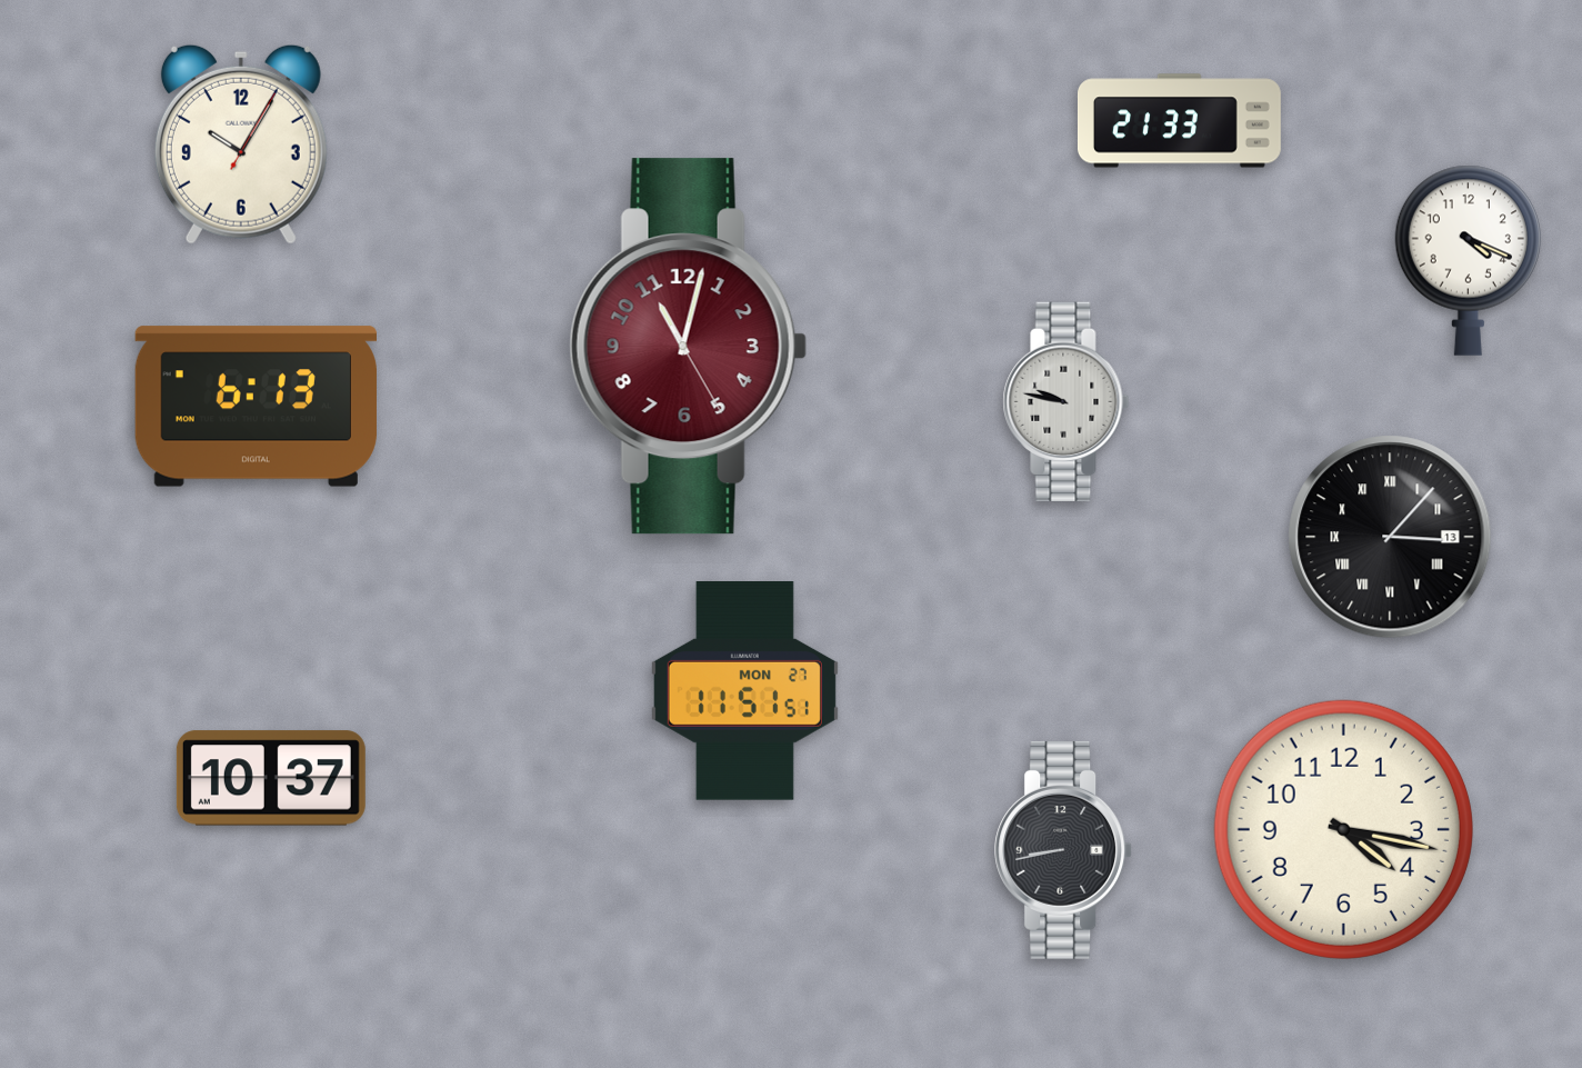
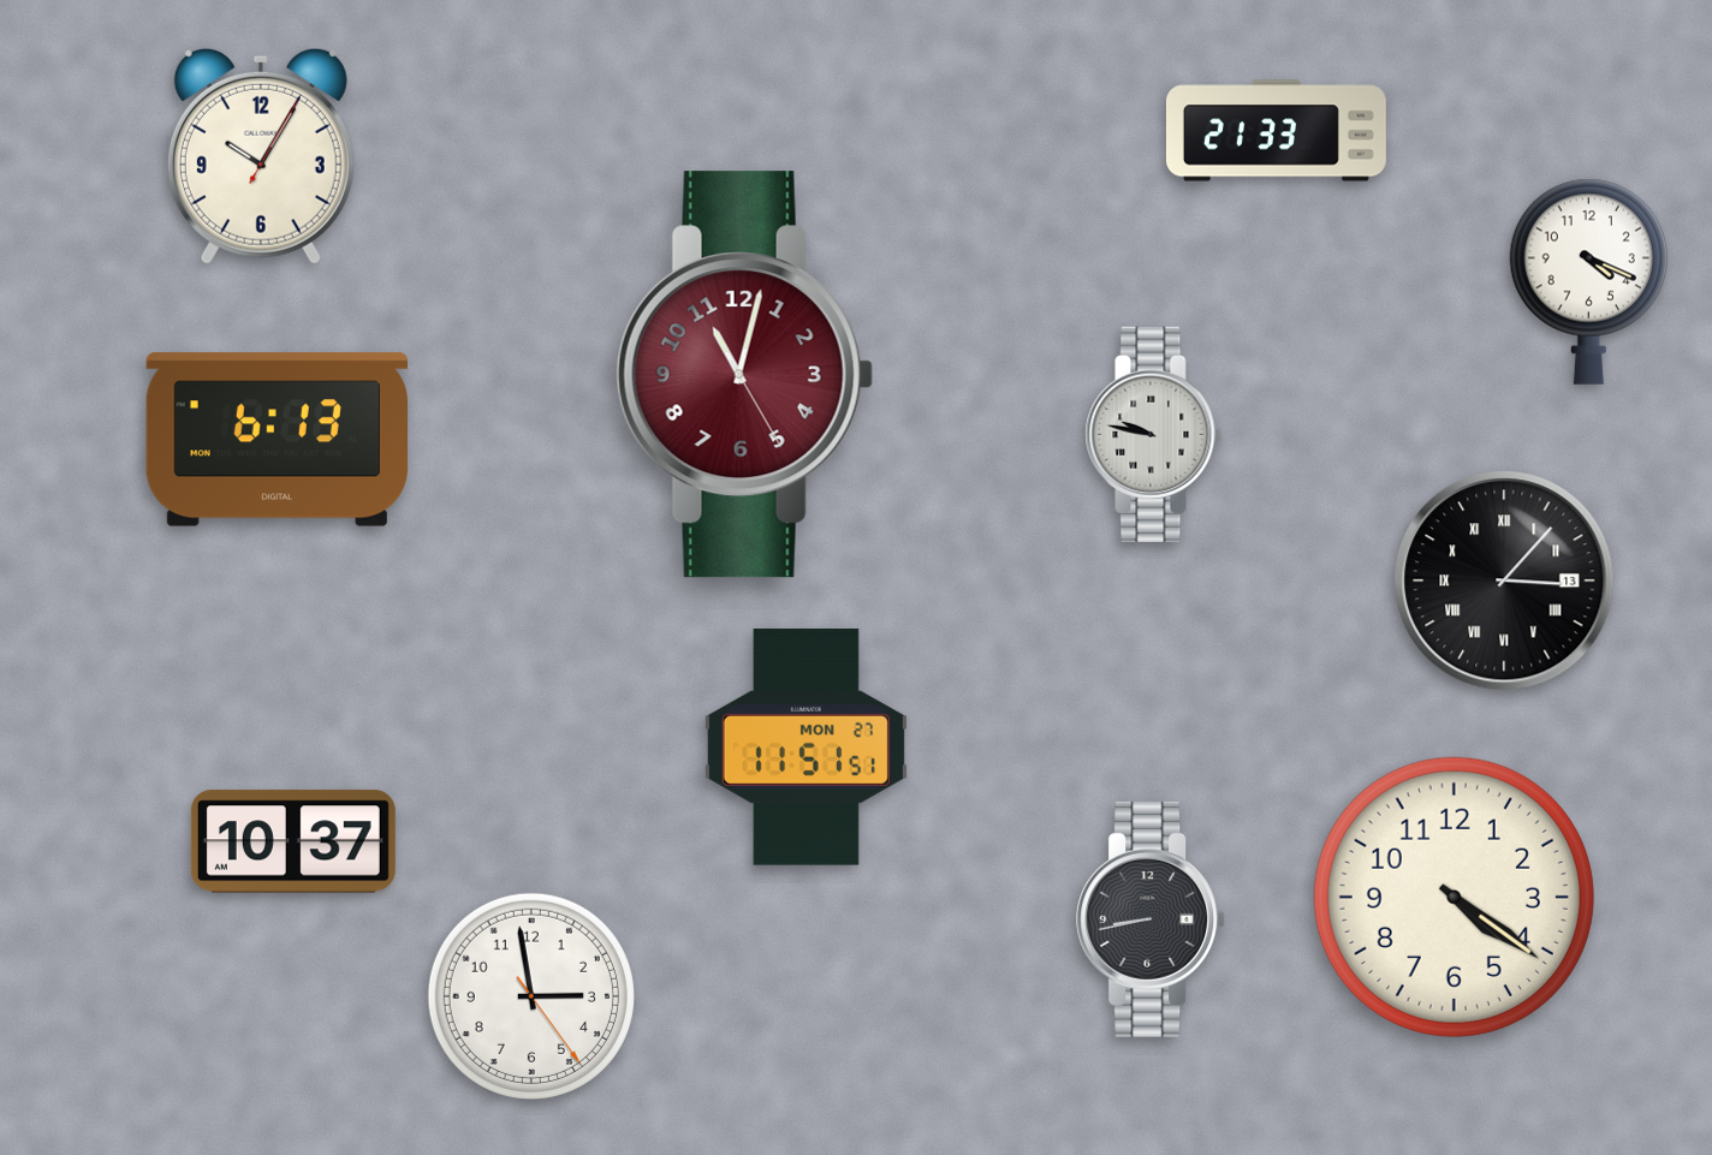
clock at (1343, 829): 4:17 -> 4:21
clock at (531, 996): none -> 2:58
